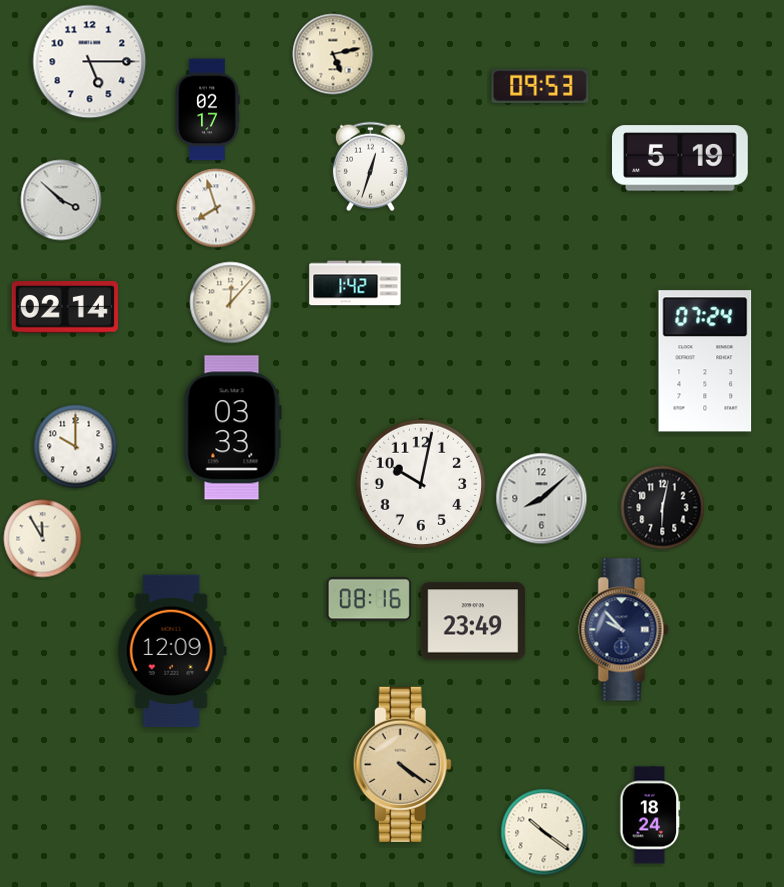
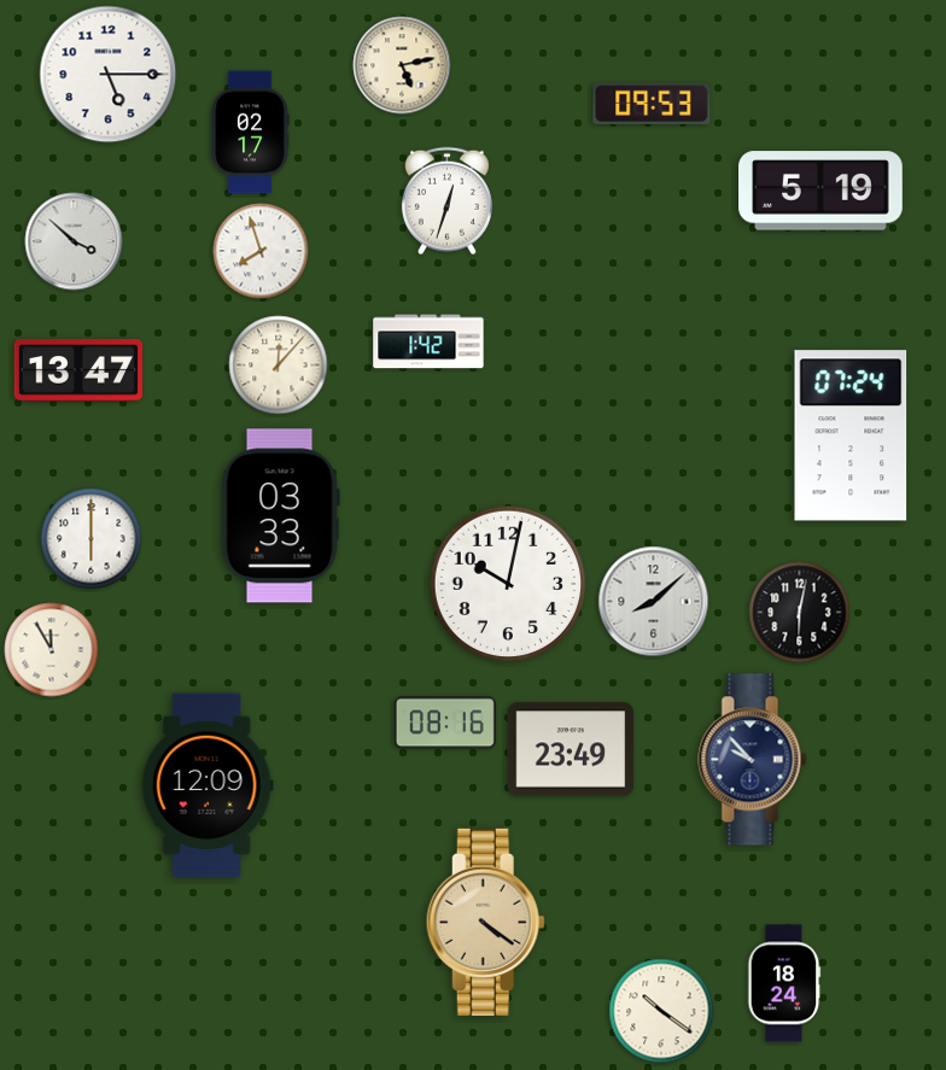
clock at (65, 307): 02:14 -> 13:47
clock at (76, 447): 10:00 -> 6:00
clock at (544, 832) position: (544, 832) -> (661, 1011)
